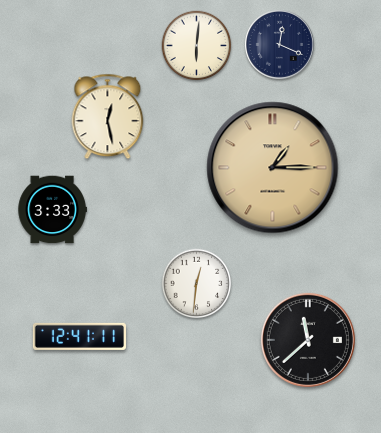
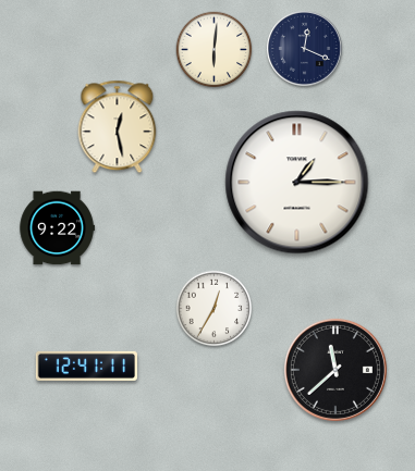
clock at (273, 168) dial: champagne -> white
clock at (52, 210): 3:33 -> 9:22
clock at (197, 284): 12:31 -> 12:35
